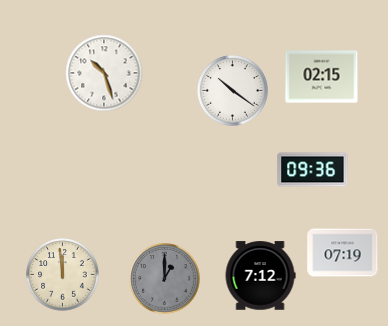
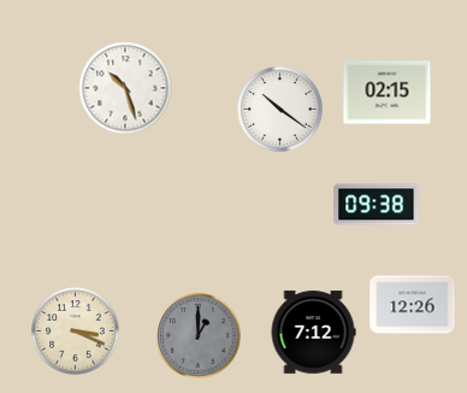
clock at (313, 170): 09:36 -> 09:38
clock at (343, 253): 07:19 -> 12:26
clock at (63, 275): 11:59 -> 3:19
